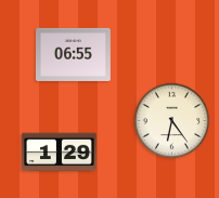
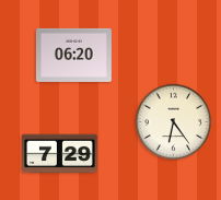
clock at (73, 54): 06:55 -> 06:20
clock at (59, 153): 1:29 -> 7:29
